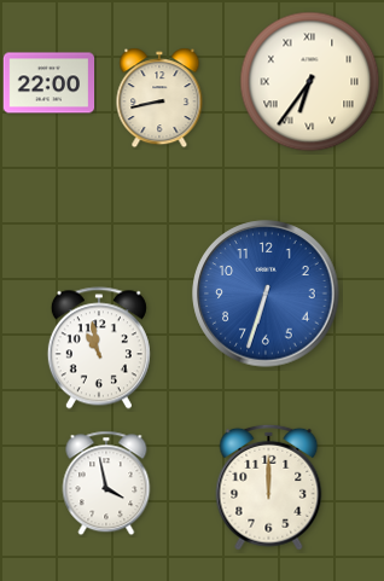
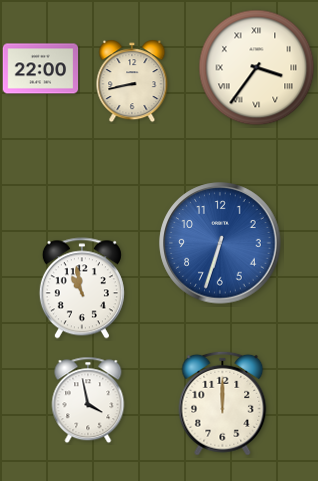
clock at (310, 82): 6:36 -> 3:36
